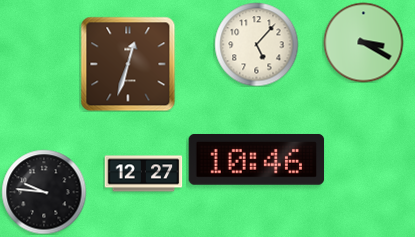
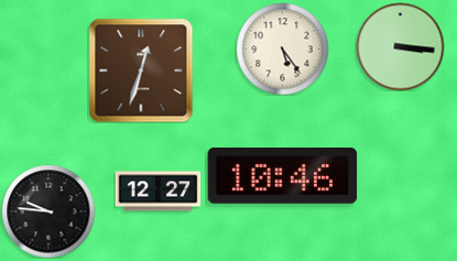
clock at (363, 42): 3:20 -> 3:16
clock at (256, 44): 5:07 -> 5:24
